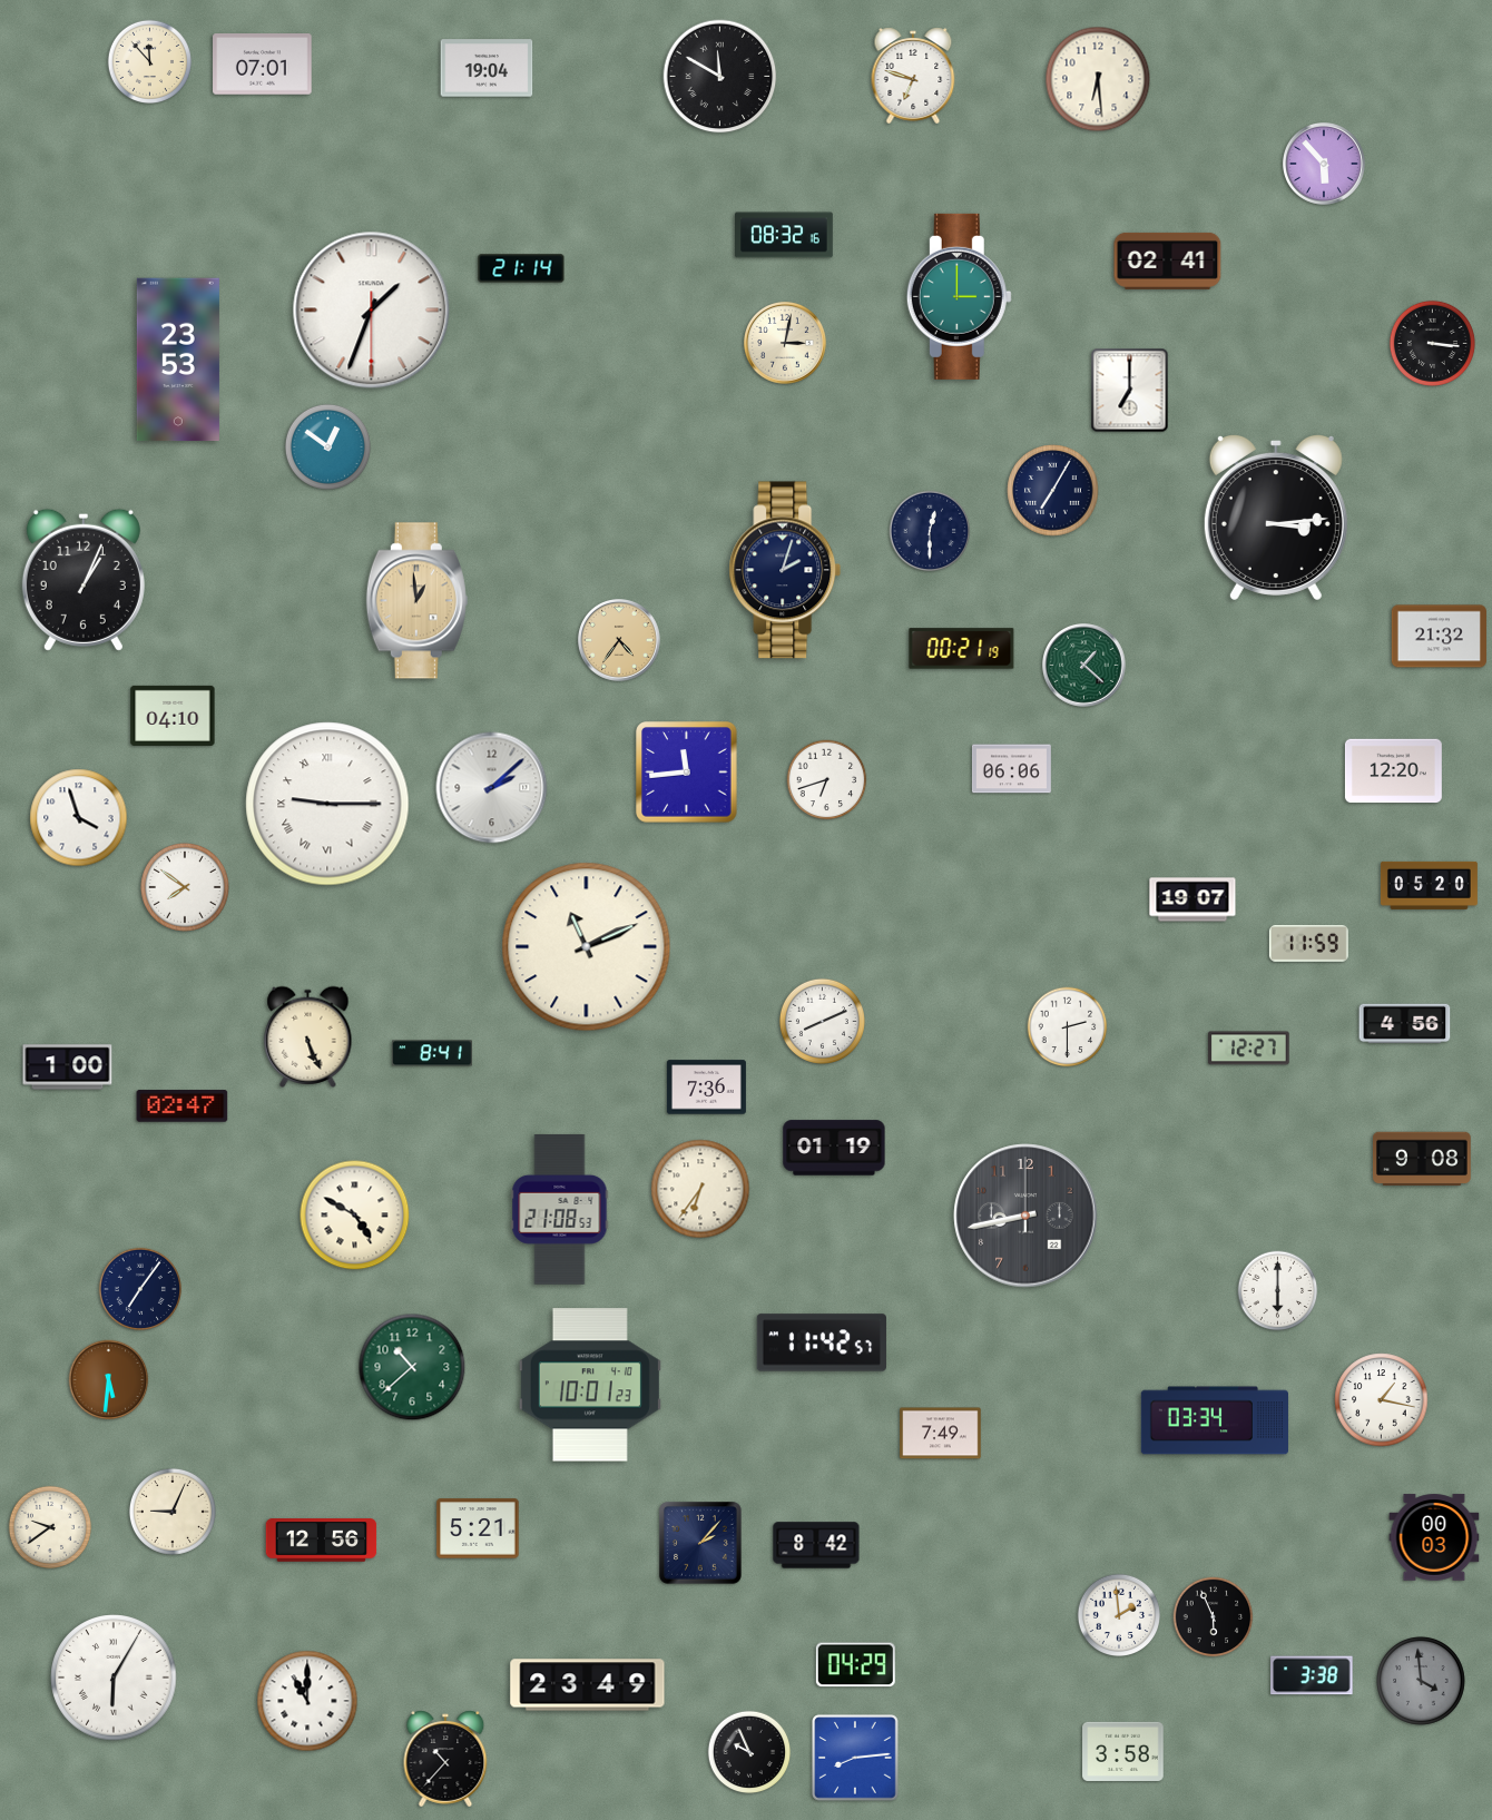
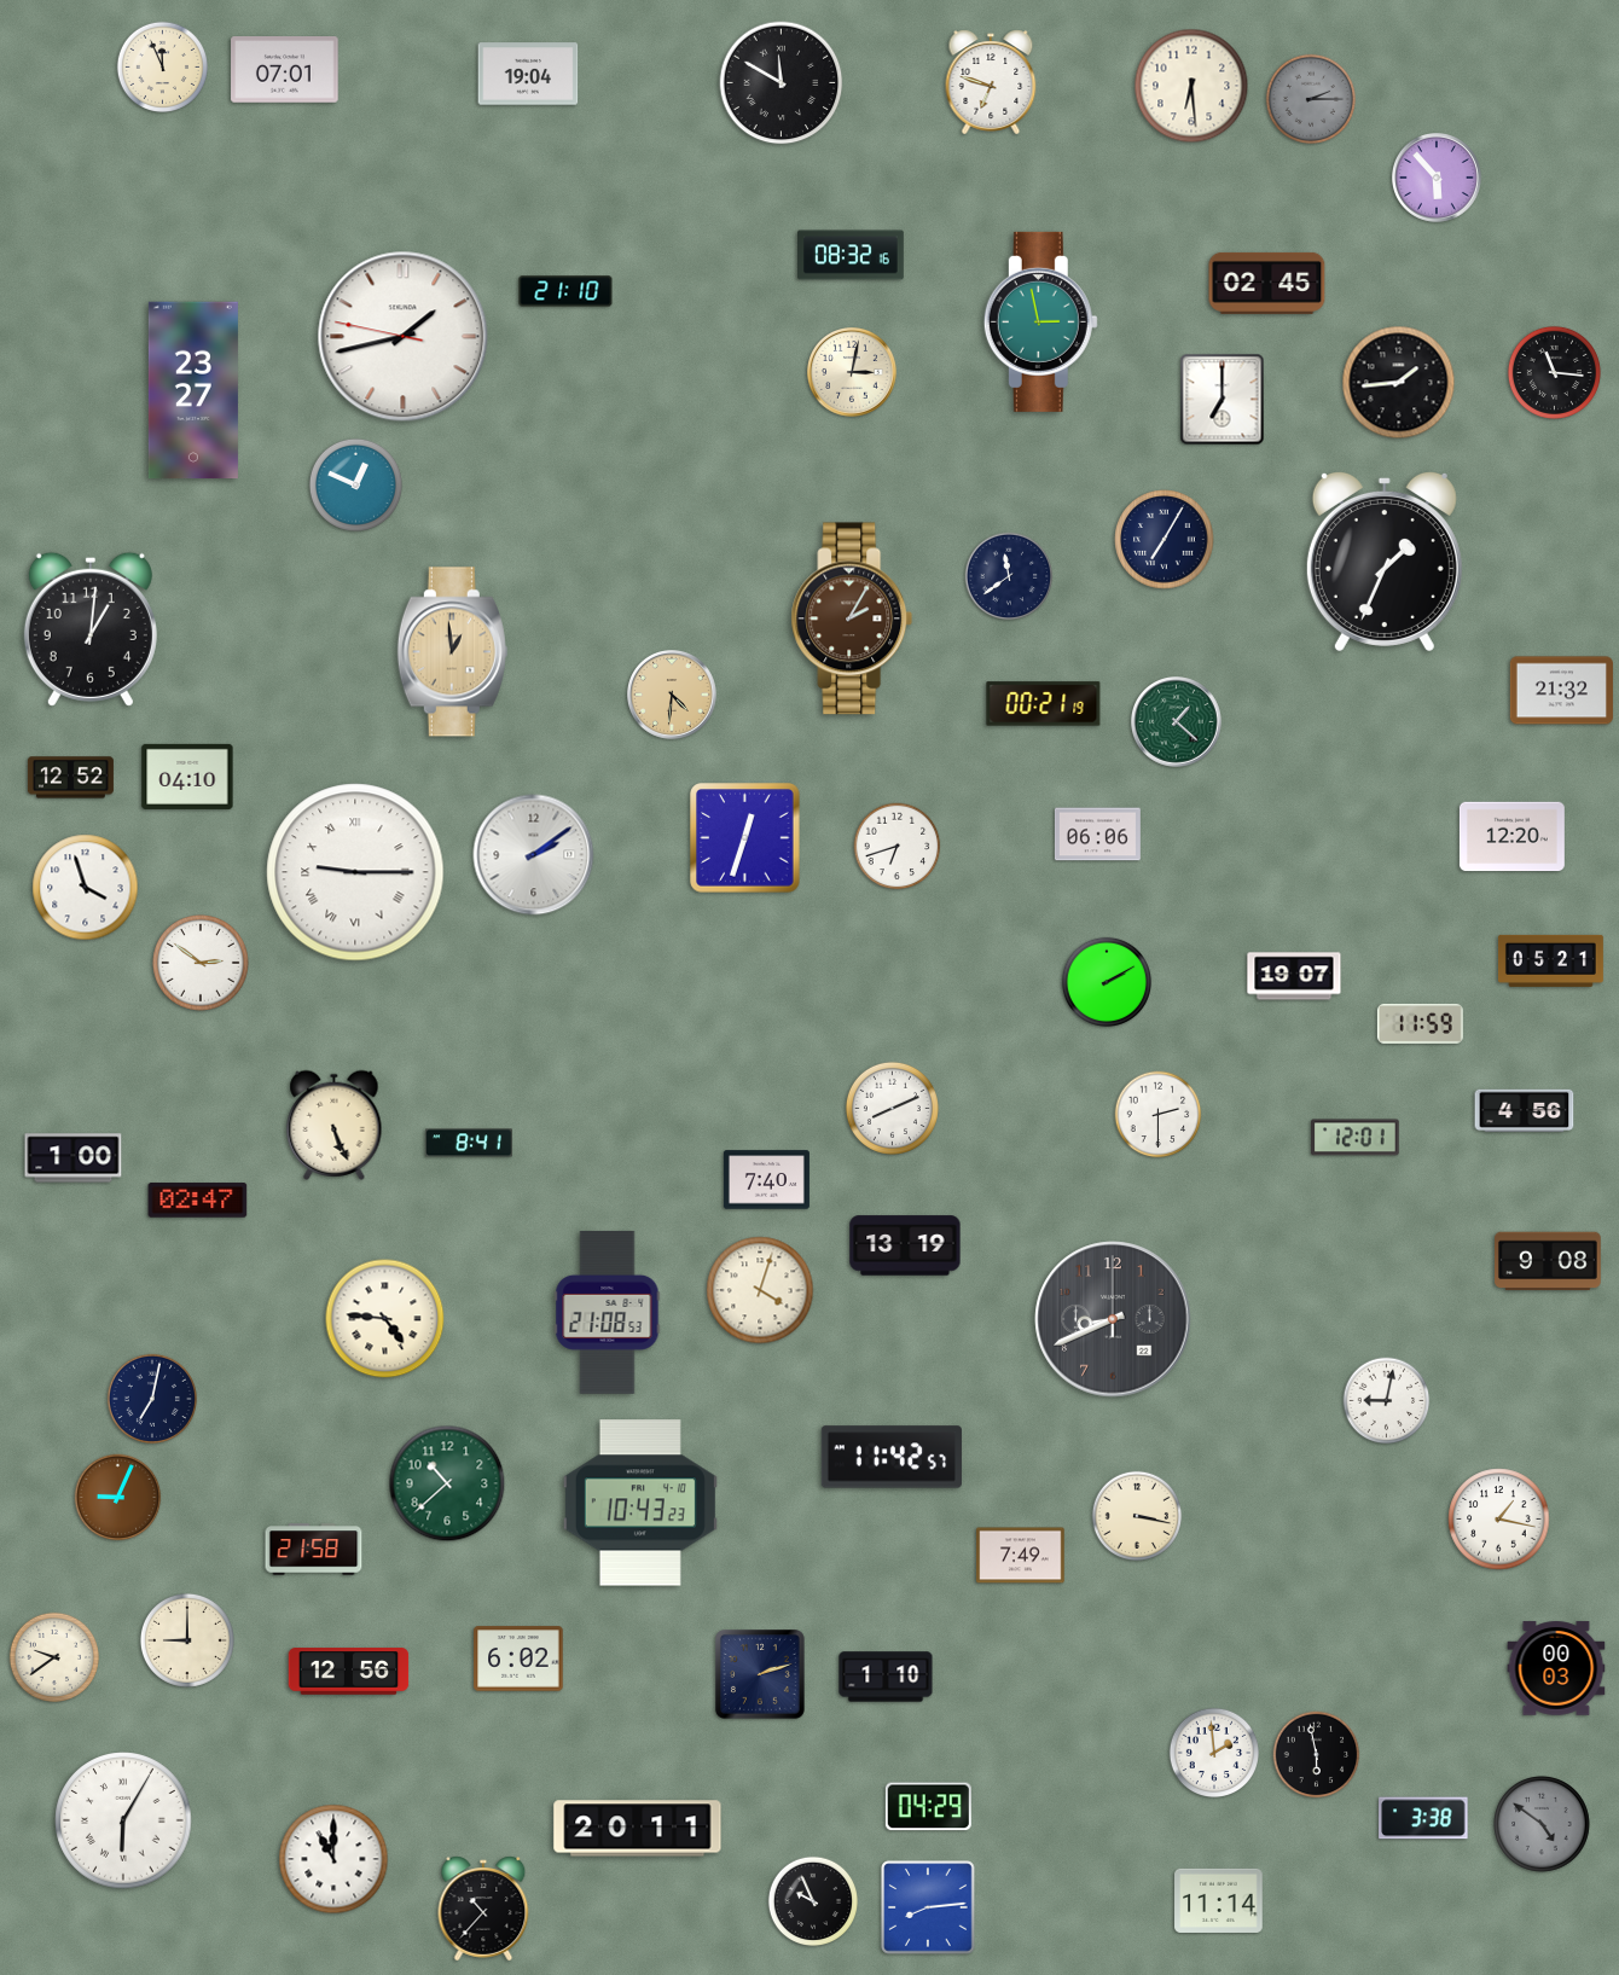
clock at (149, 61): 11:53 -> 11:56
clock at (1311, 99): none -> 2:15
clock at (1168, 260): 02:41 -> 02:45
clock at (521, 268): 21:14 -> 21:10
clock at (959, 296): 3:00 -> 2:58
clock at (372, 311): 1:33 -> 1:42
clock at (1432, 343): 3:16 -> 11:16
clock at (1399, 383): none -> 1:44
clock at (178, 360): 23:53 -> 23:27
clock at (1130, 391) position: (1130, 391) -> (1223, 400)
clock at (327, 446): 12:51 -> 12:49
clock at (1053, 491) position: (1053, 491) -> (1165, 540)
clock at (1276, 517): 3:14 -> 1:34
clock at (930, 531): 12:30 -> 11:39
clock at (785, 570): 2:03 -> 2:05
clock at (785, 570) dial: navy -> brown
clock at (84, 580): 1:04 -> 1:01
clock at (620, 641): 4:36 -> 4:31
clock at (70, 778): none -> 12:52
clock at (687, 773): 11:44 -> 12:33
clock at (492, 788): 2:08 -> 2:09
clock at (1429, 885): 05:20 -> 05:21
clock at (186, 888): 7:51 -> 2:51
clock at (1107, 982): none -> 2:10
clock at (587, 947): 11:11 -> none
clock at (1249, 1049): 12:27 -> 12:01
clock at (706, 1088): 7:36 -> 7:40
clock at (834, 1148): 01:19 -> 13:19
clock at (1423, 1159) position: (1423, 1159) -> (1549, 1261)
clock at (700, 1189): 6:36 -> 4:03
clock at (355, 1216): 4:50 -> 4:46
clock at (1025, 1216): 8:43 -> 8:41
clock at (140, 1289): 7:06 -> 7:02
clock at (1278, 1291): 6:00 -> 9:02
clock at (109, 1380): 5:31 -> 9:04
clock at (590, 1385): 10:01 -> 10:43
clock at (1137, 1516): none -> 3:17
clock at (1215, 1420): 03:34 -> none
clock at (314, 1550): none -> 21:58
clock at (173, 1512): 9:04 -> 9:00
clock at (478, 1528): 5:21 -> 6:02
clock at (701, 1544): 2:07 -> 2:12
clock at (816, 1545): 8:42 -> 1:10
clock at (1214, 1617): 5:56 -> 5:58
clock at (1422, 1682): 3:59 -> 4:51
clock at (588, 1685): 23:49 -> 20:11
clock at (307, 1701) position: (307, 1701) -> (333, 1859)
clock at (1123, 1751): 3:58 -> 11:14
